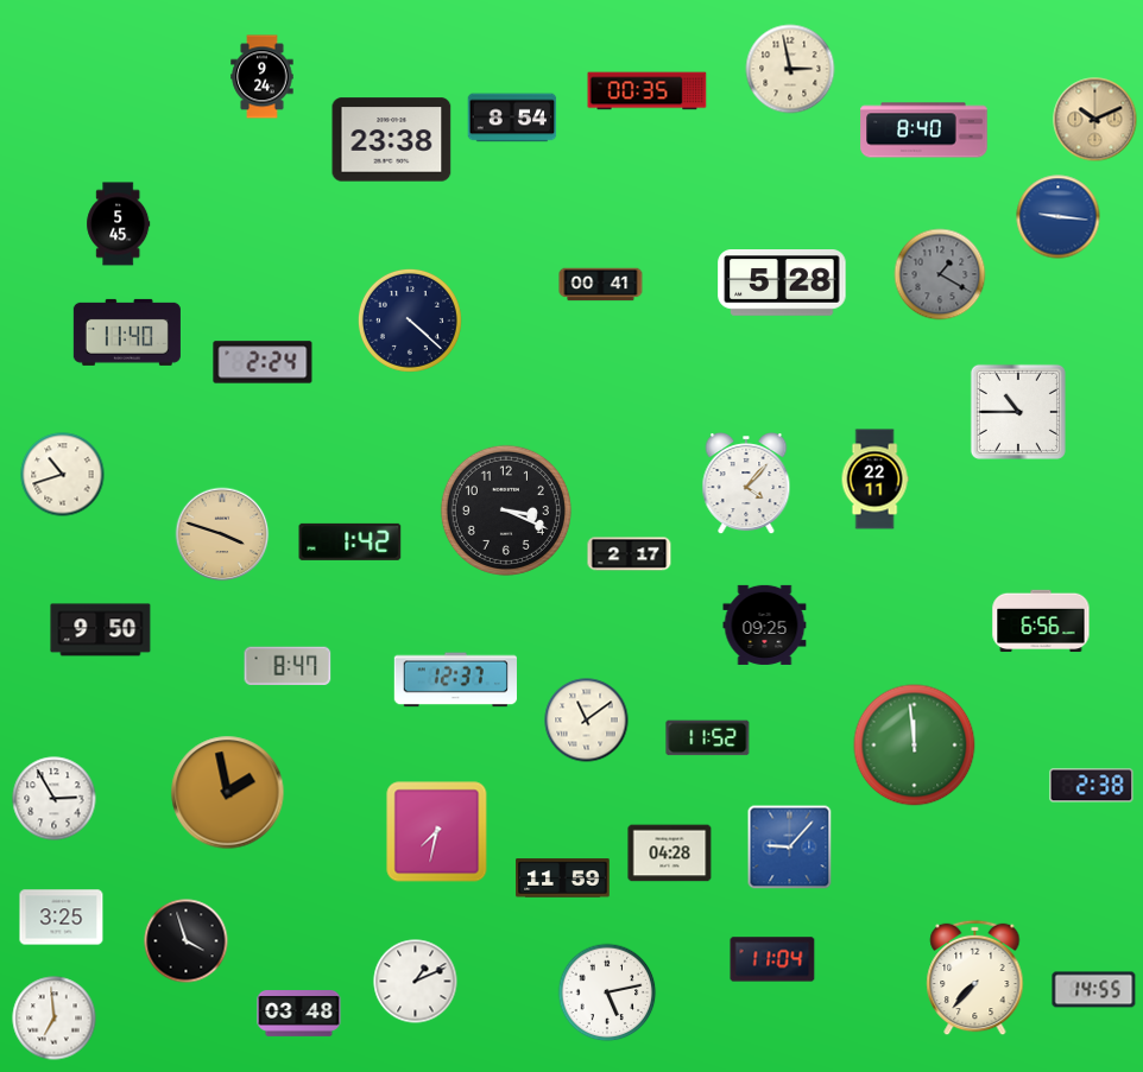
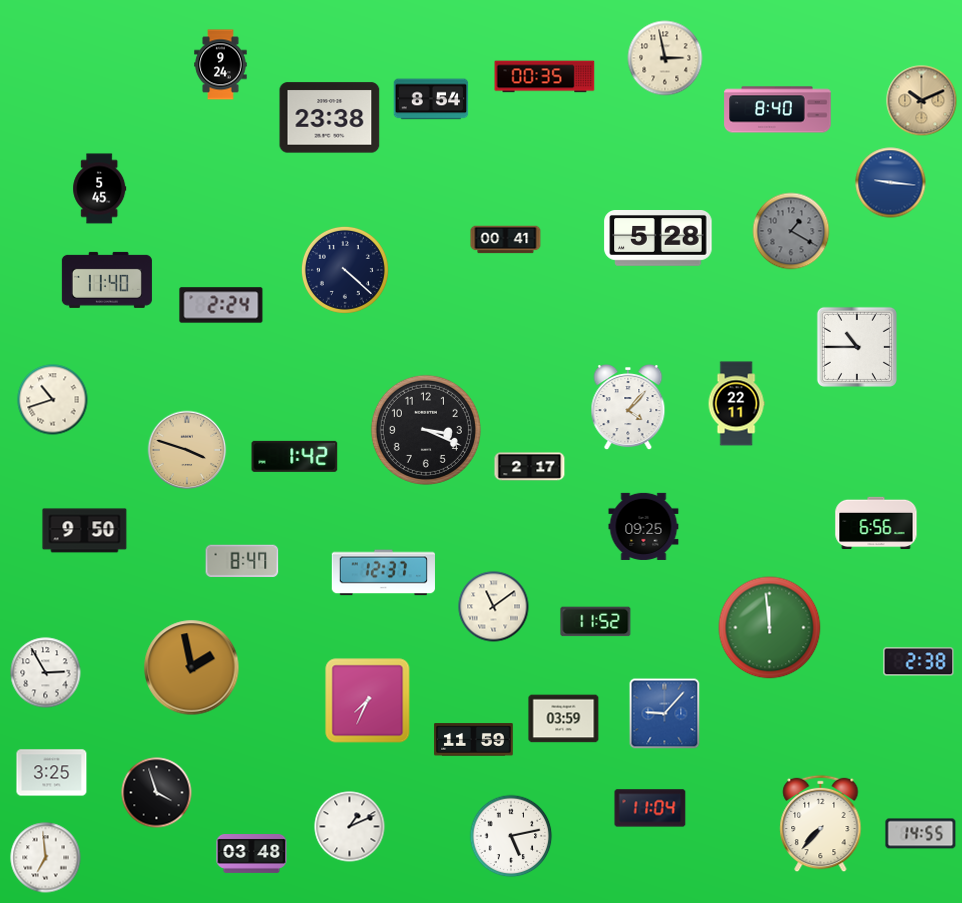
clock at (437, 832): 7:32 -> 7:34
clock at (670, 854): 04:28 -> 03:59
